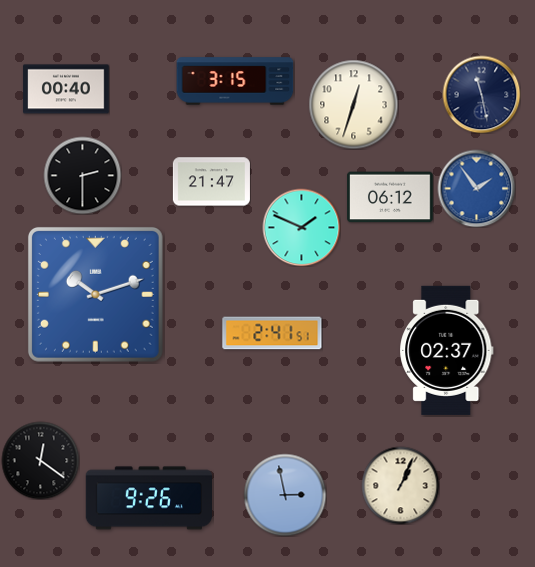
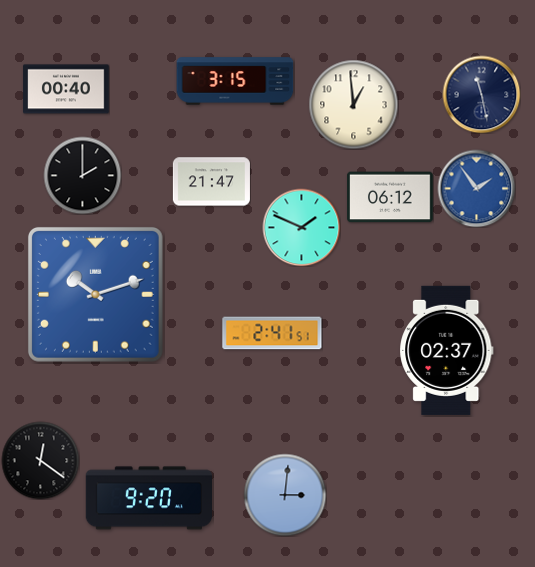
clock at (353, 104): 12:33 -> 12:59
clock at (82, 175): 2:30 -> 2:00
clock at (400, 485): 1:04 -> none
clock at (285, 495): 2:58 -> 3:01
clock at (148, 498): 9:26 -> 9:20
